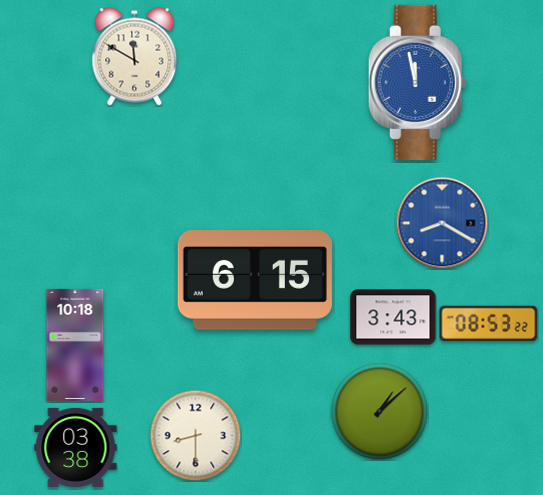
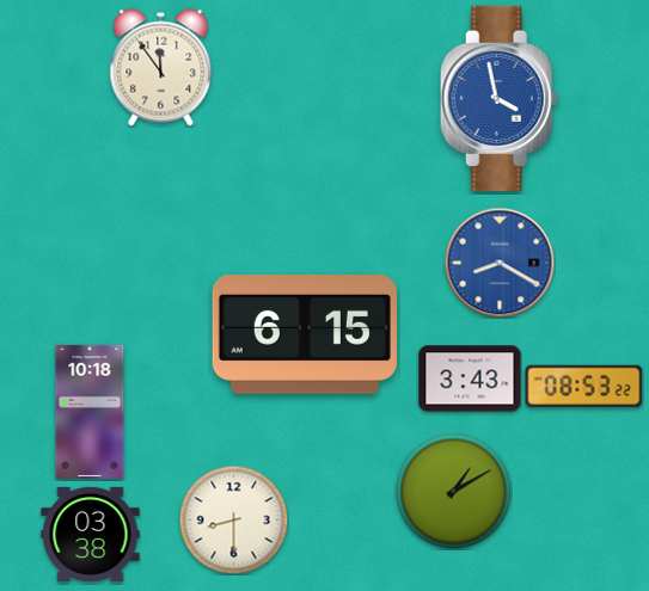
clock at (135, 57): 11:50 -> 11:54
clock at (417, 82): 11:58 -> 3:58
clock at (442, 223) position: (442, 223) -> (500, 263)
clock at (379, 411): 1:08 -> 1:10
